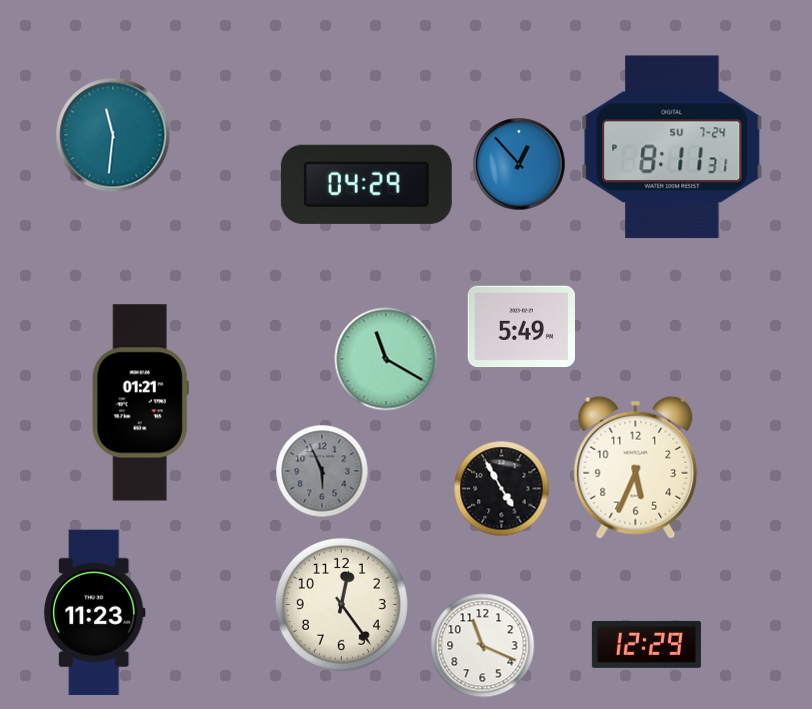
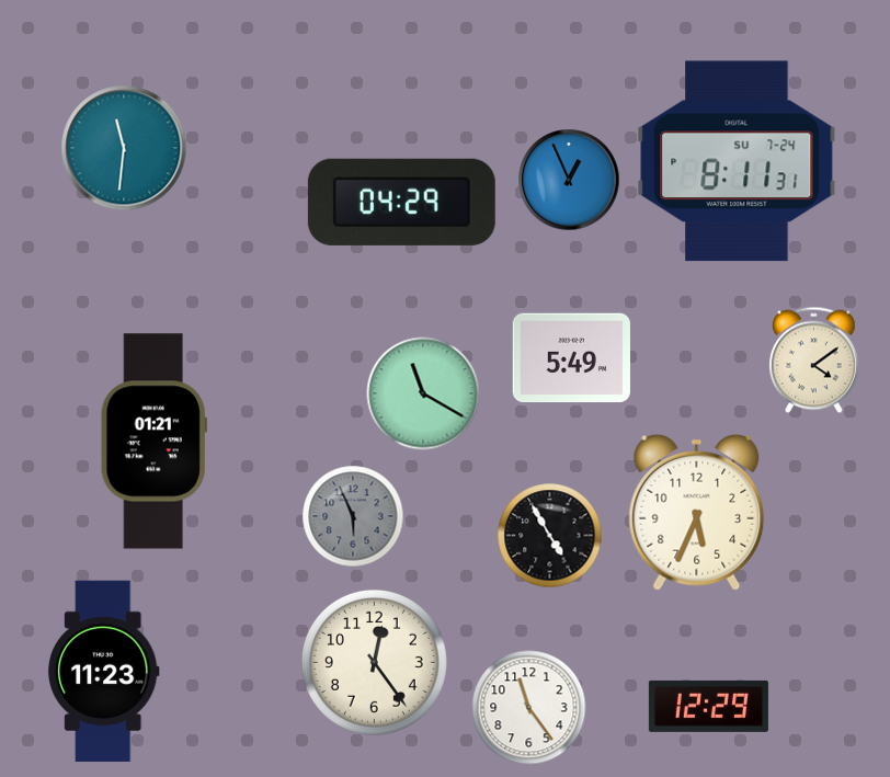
clock at (519, 164): 12:53 -> 12:56
clock at (814, 361): none -> 4:09
clock at (483, 646): 11:19 -> 11:24
